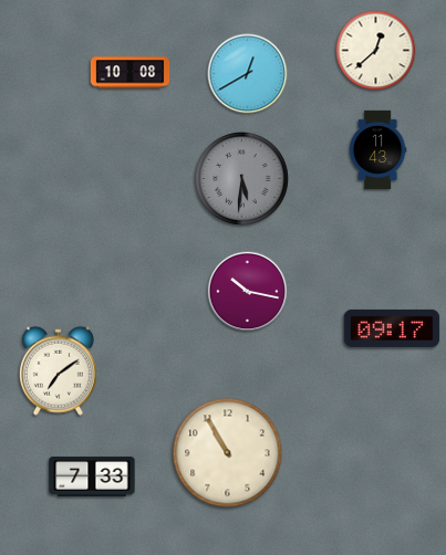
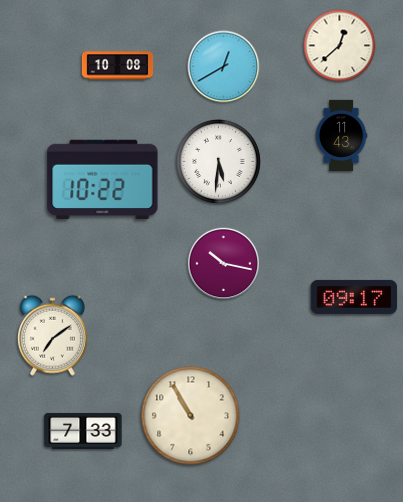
clock at (241, 178) dial: grey -> white
clock at (103, 179): none -> 10:22
clock at (228, 453) position: (228, 453) -> (191, 416)
